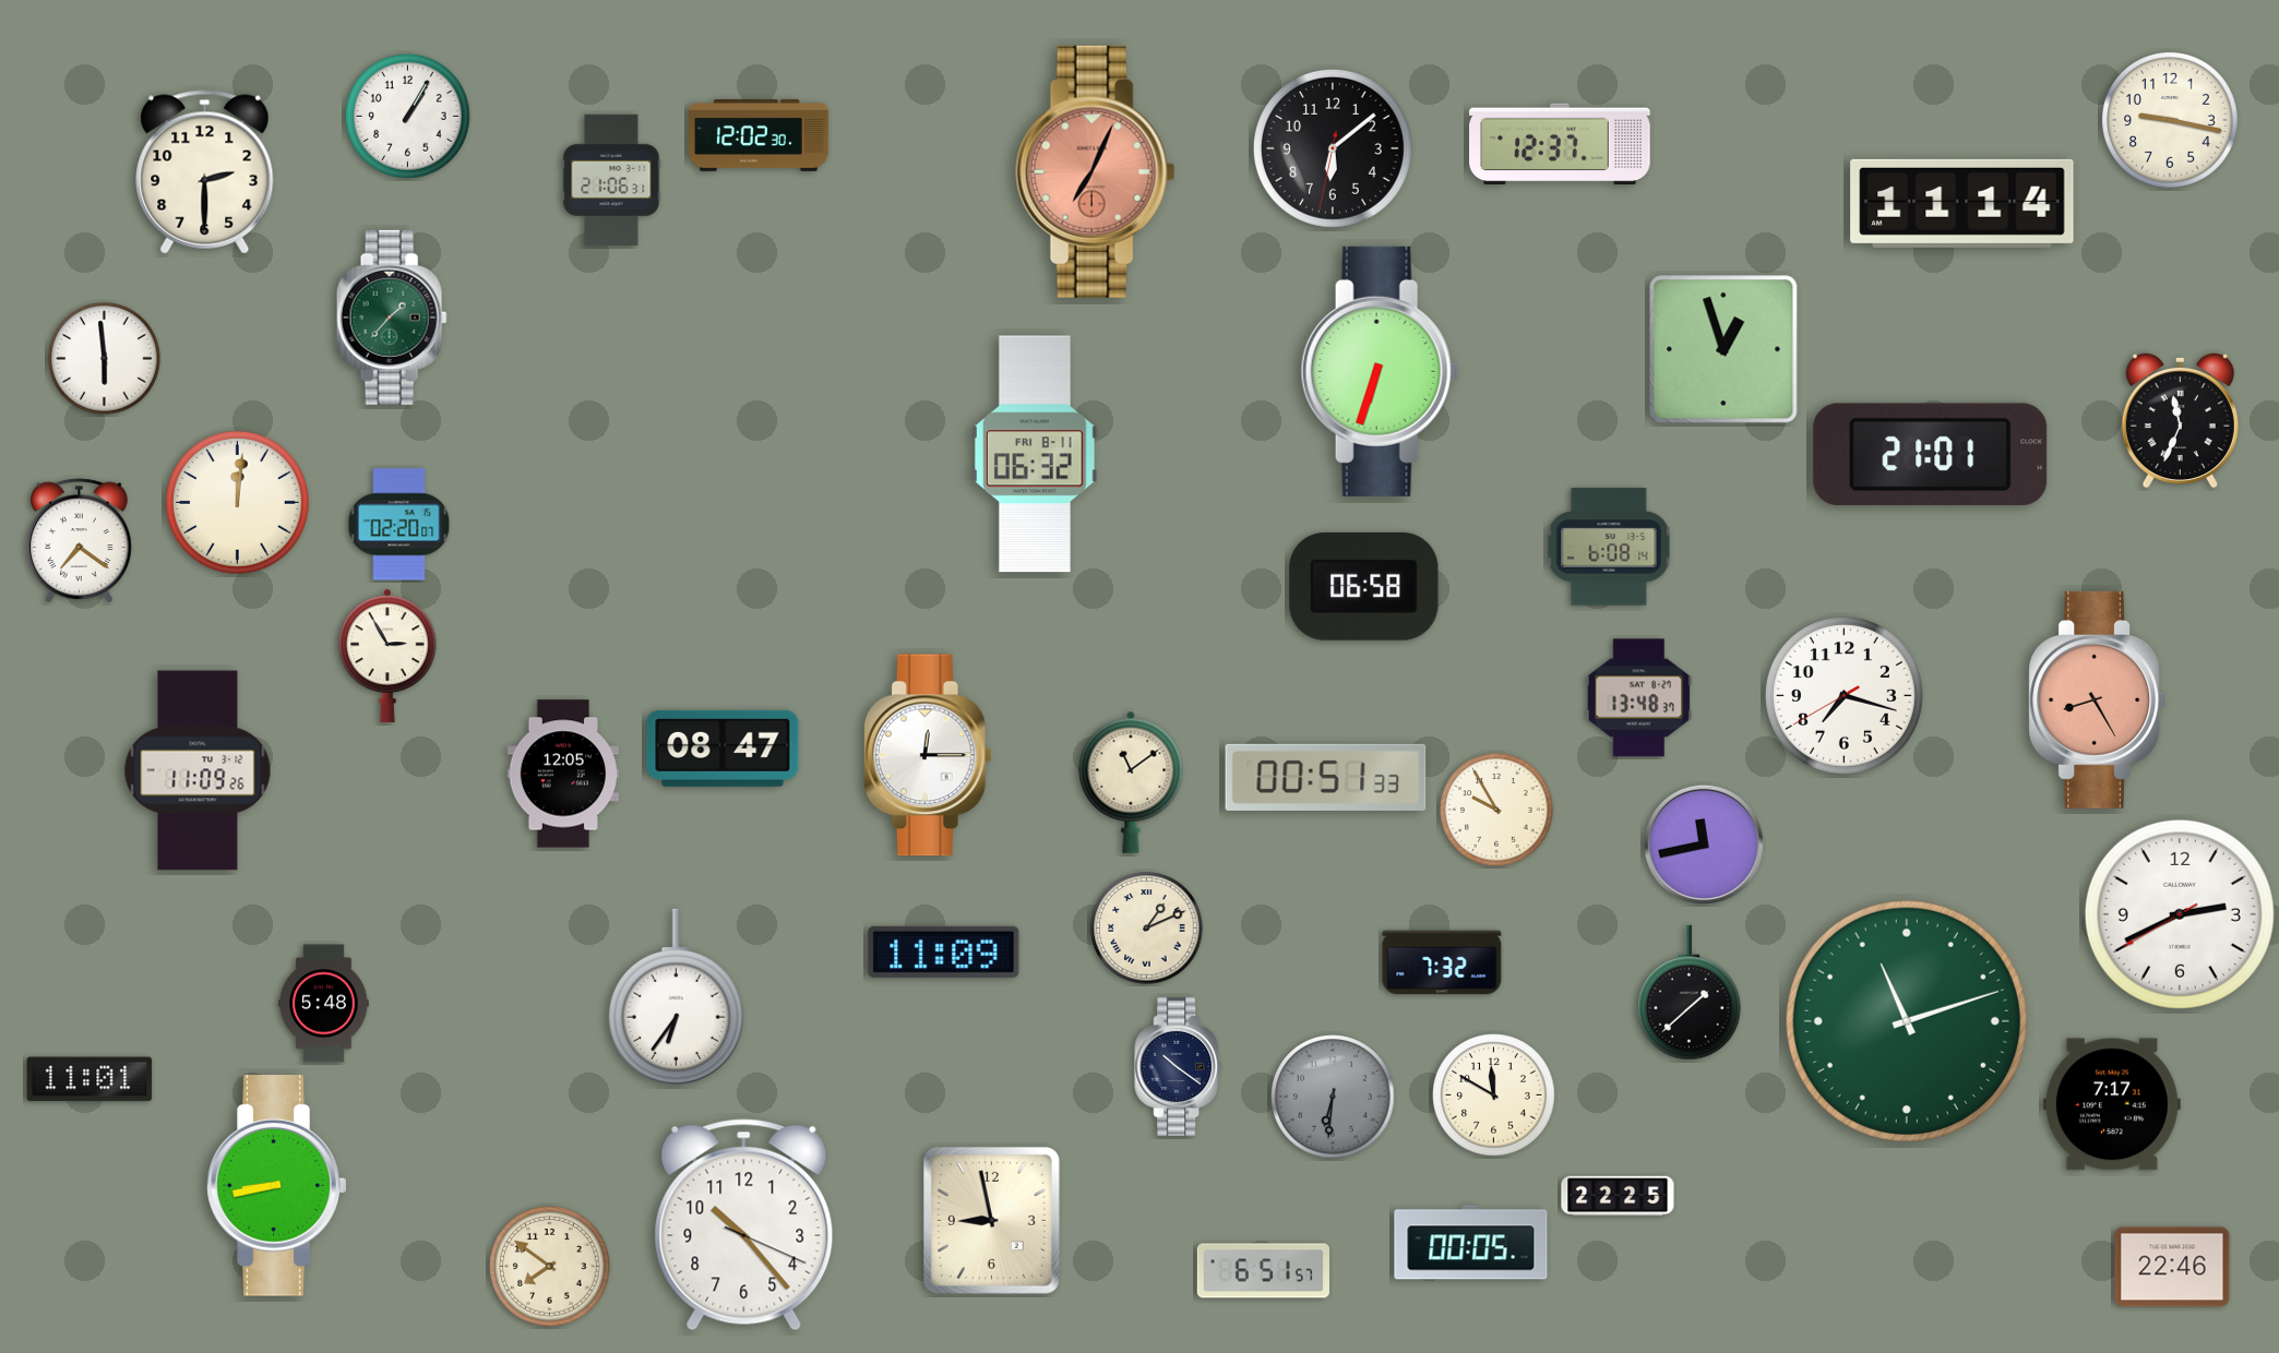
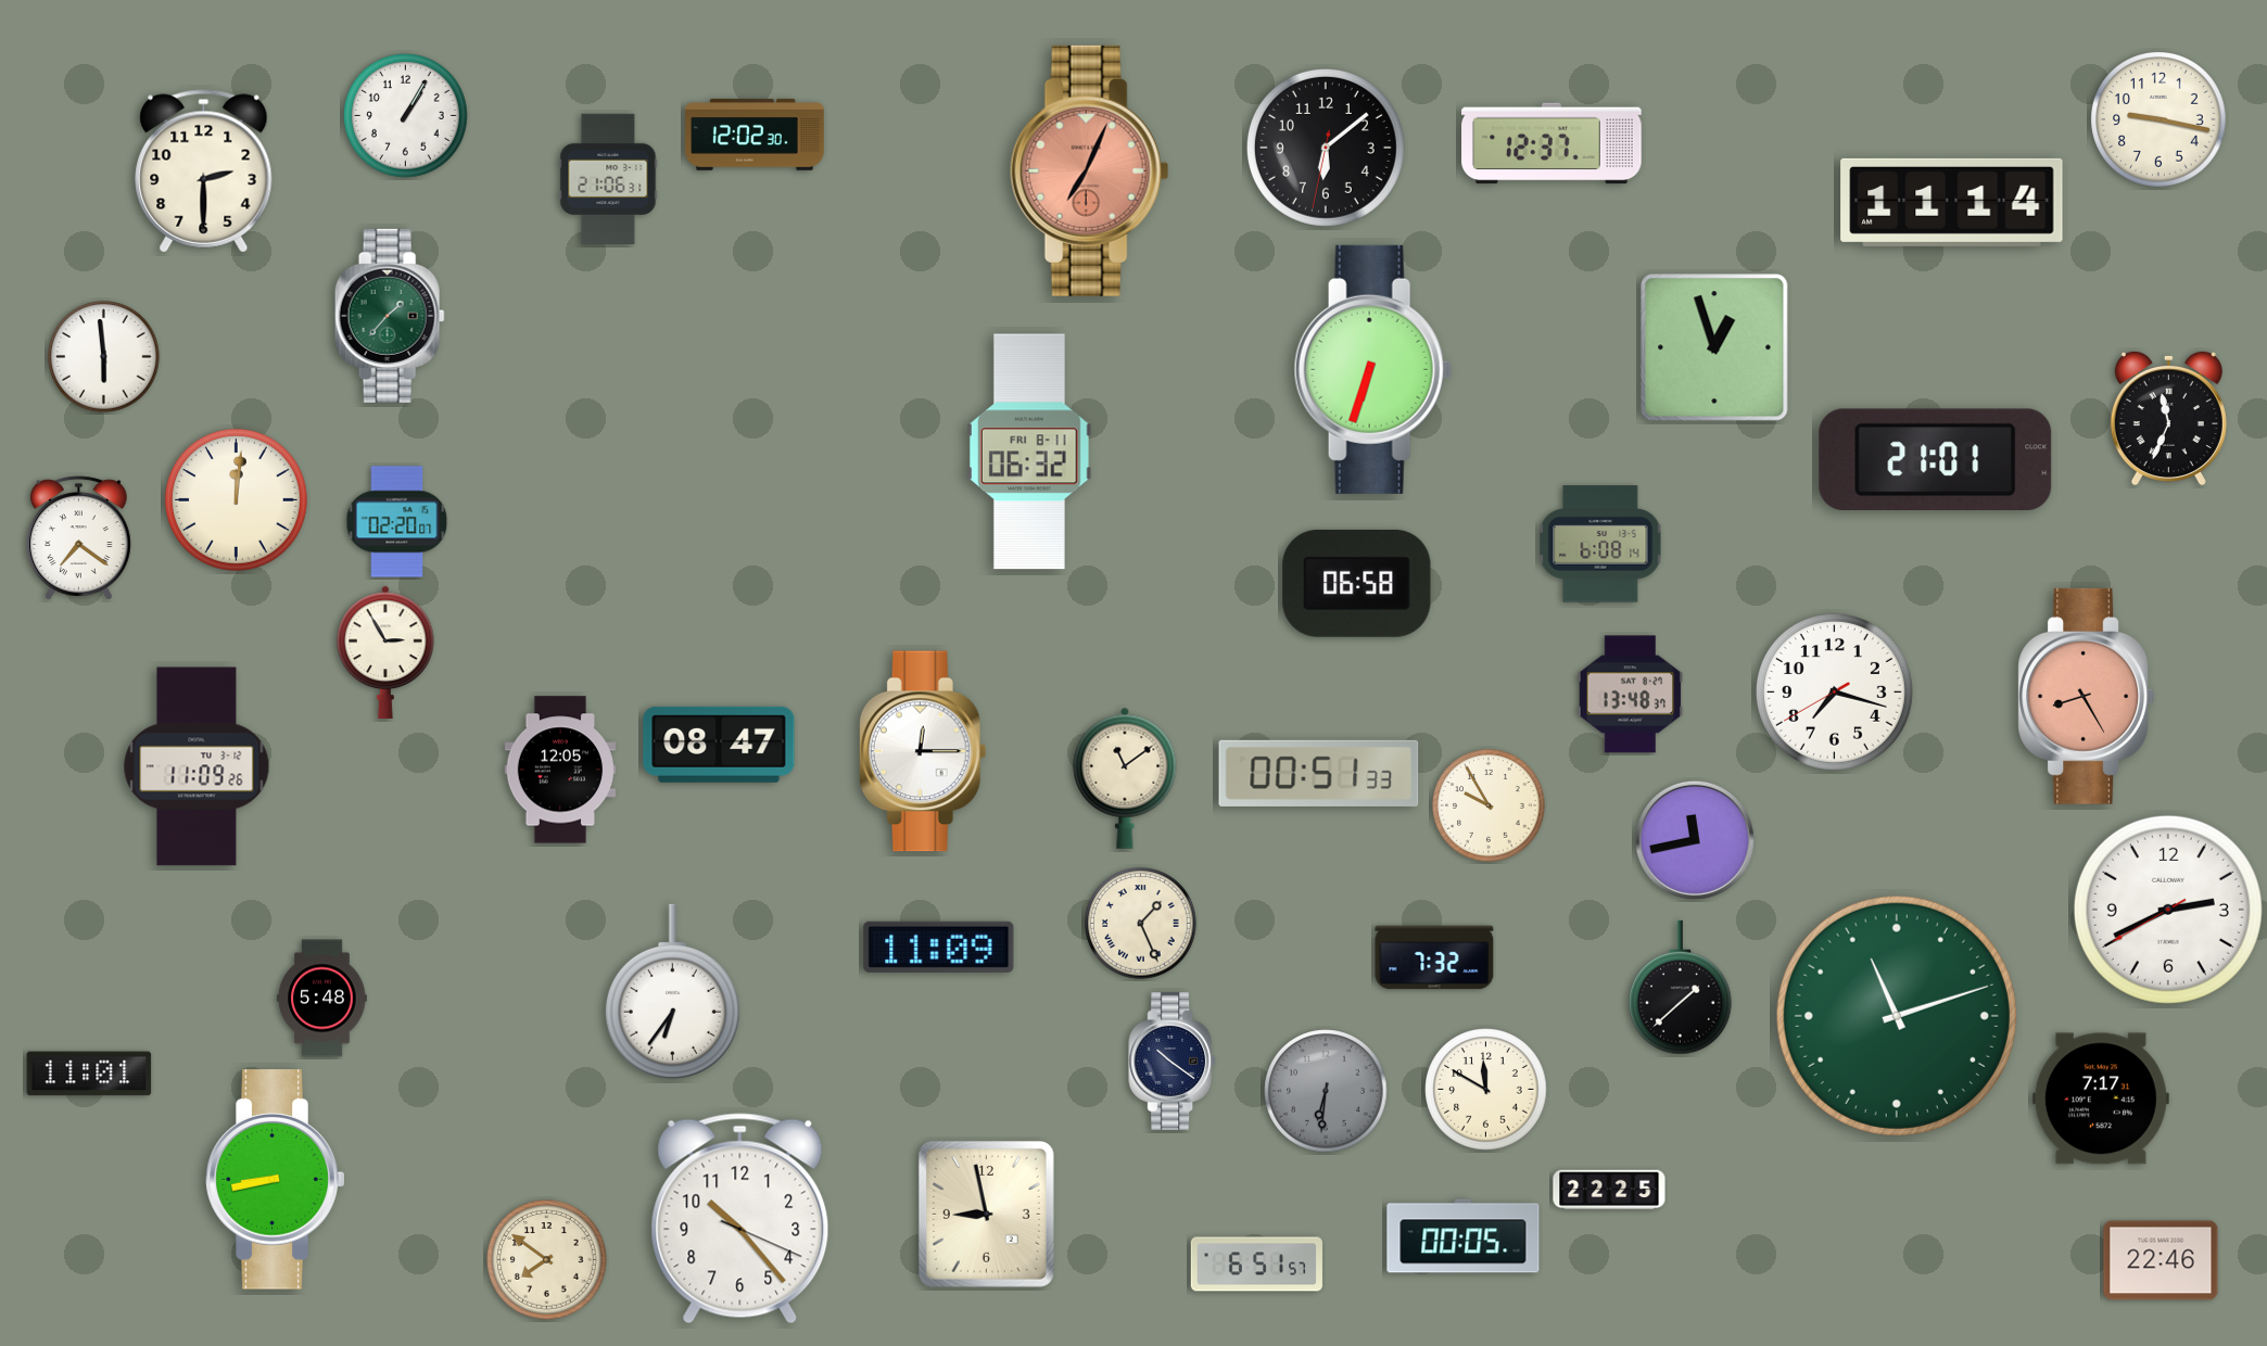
clock at (1931, 454) position: (1931, 454) -> (1936, 459)
clock at (1147, 929): 1:11 -> 1:26
